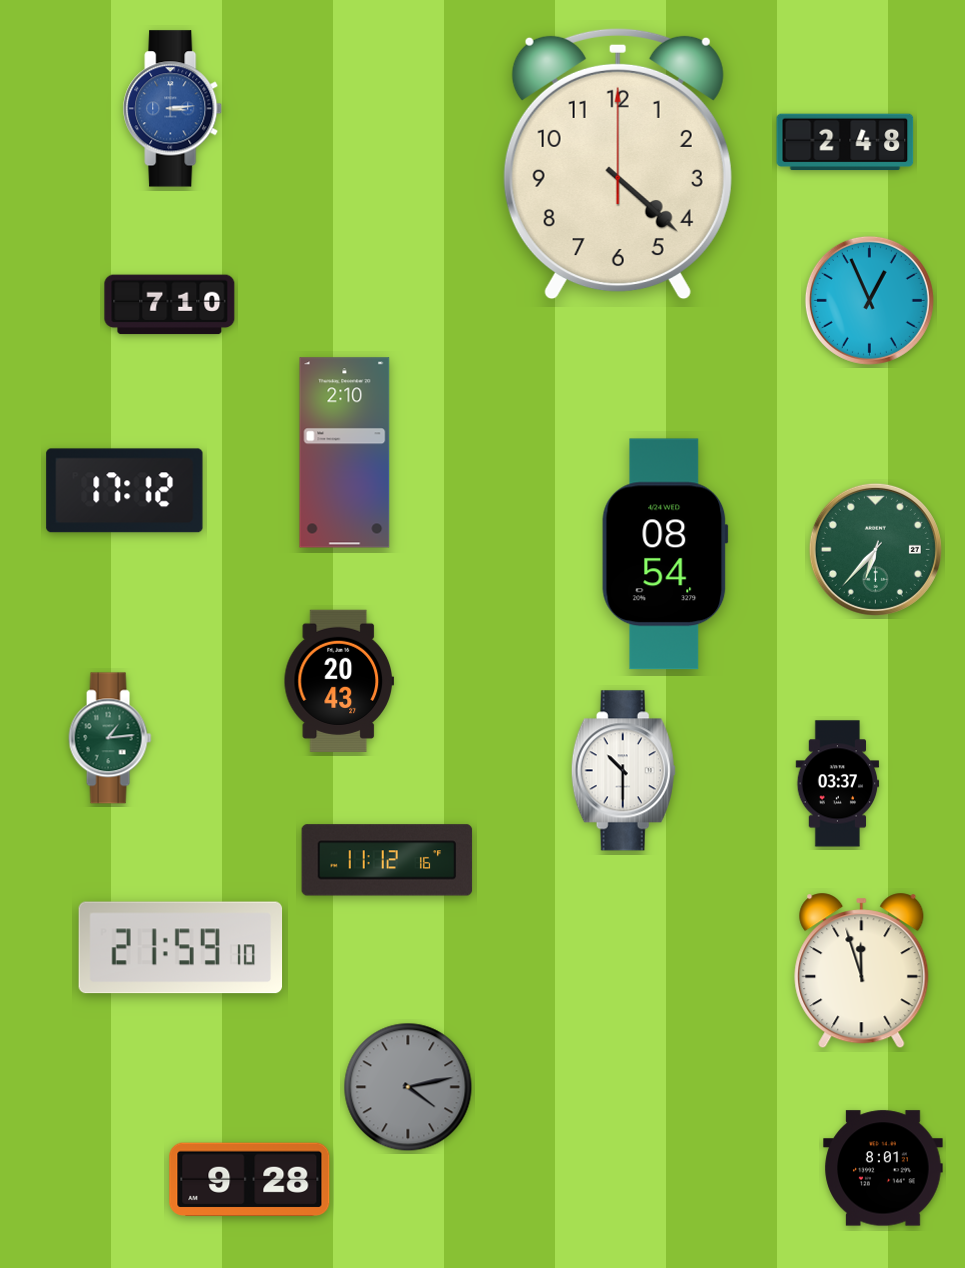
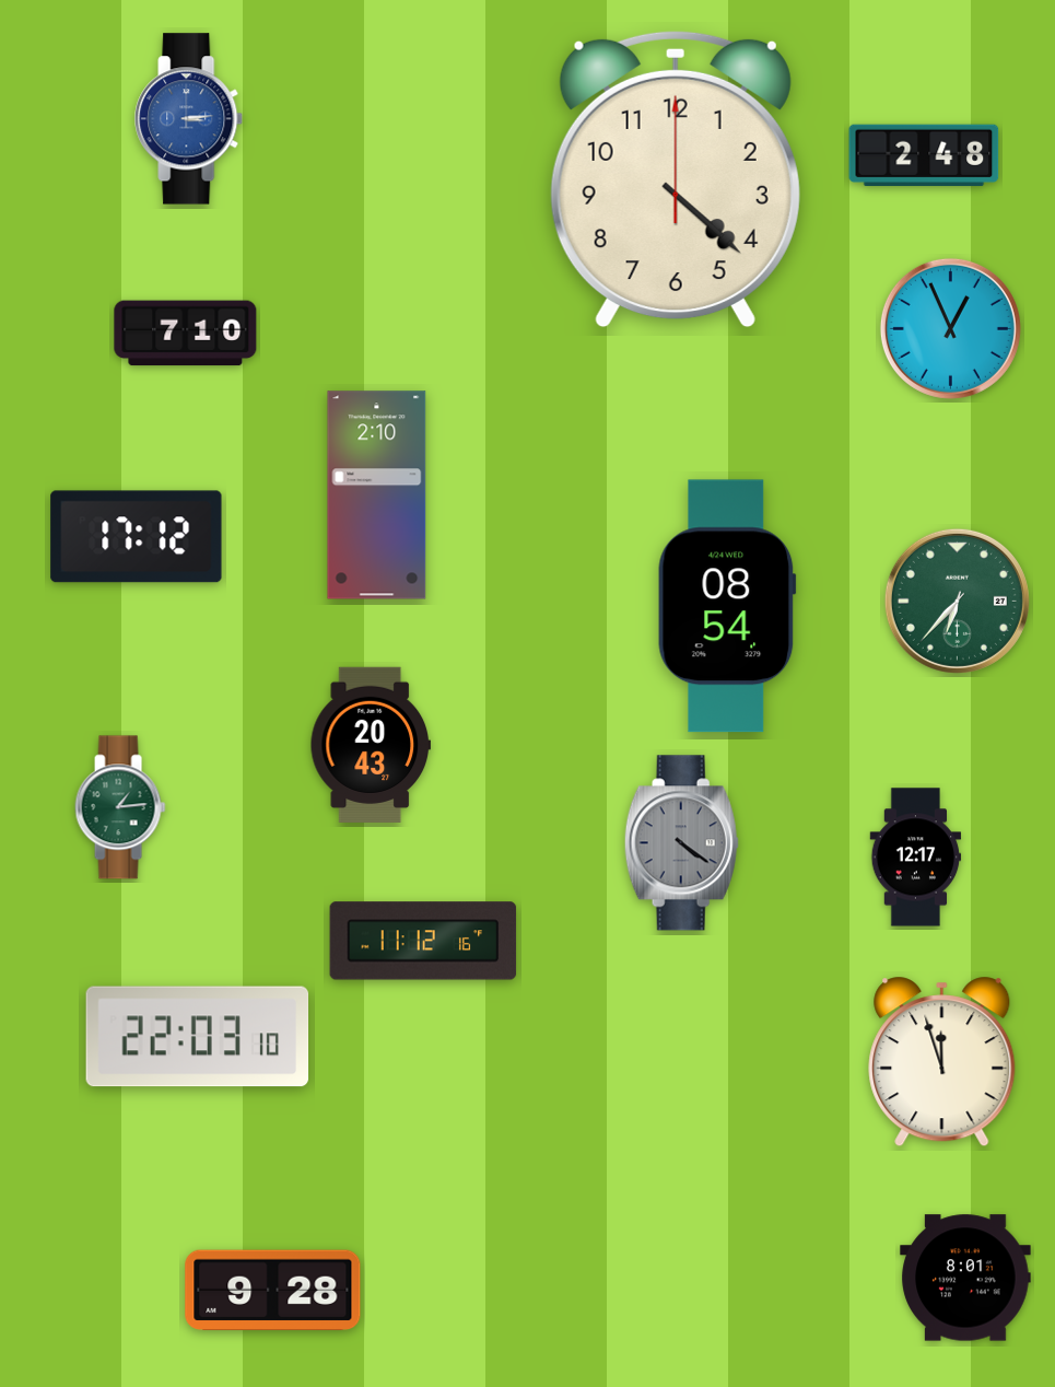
clock at (623, 771): 10:30 -> 4:21
clock at (623, 771) dial: white -> grey
clock at (838, 784): 03:37 -> 12:17
clock at (181, 948): 21:59 -> 22:03
clock at (408, 1087): 4:13 -> none
